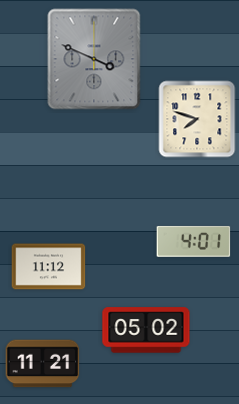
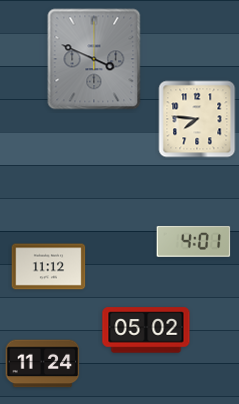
clock at (197, 119): 7:48 -> 7:46
clock at (43, 364): 11:21 -> 11:24
